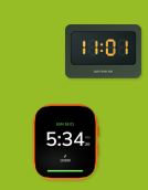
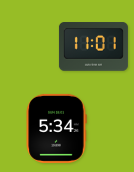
clock at (65, 141) position: (65, 141) -> (56, 128)
